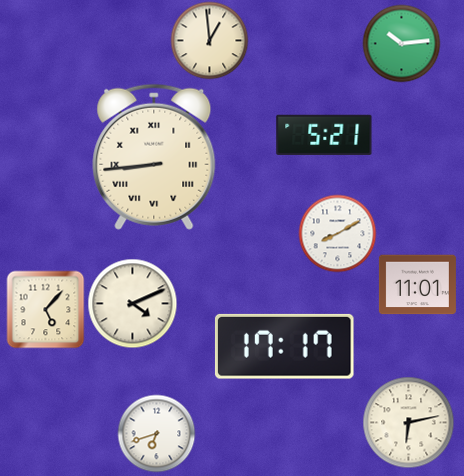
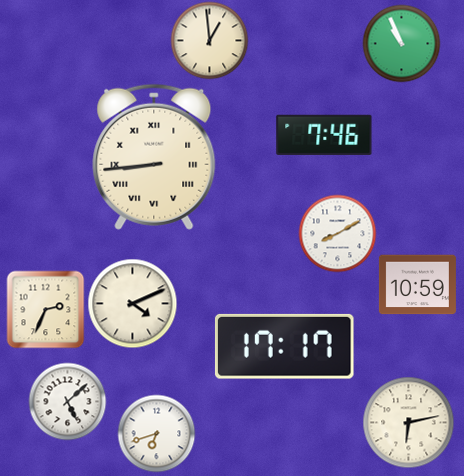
clock at (401, 43): 10:14 -> 10:56
clock at (324, 135): 5:21 -> 7:46
clock at (417, 285): 11:01 -> 10:59
clock at (45, 309): 5:07 -> 2:34
clock at (67, 401): none -> 5:08
